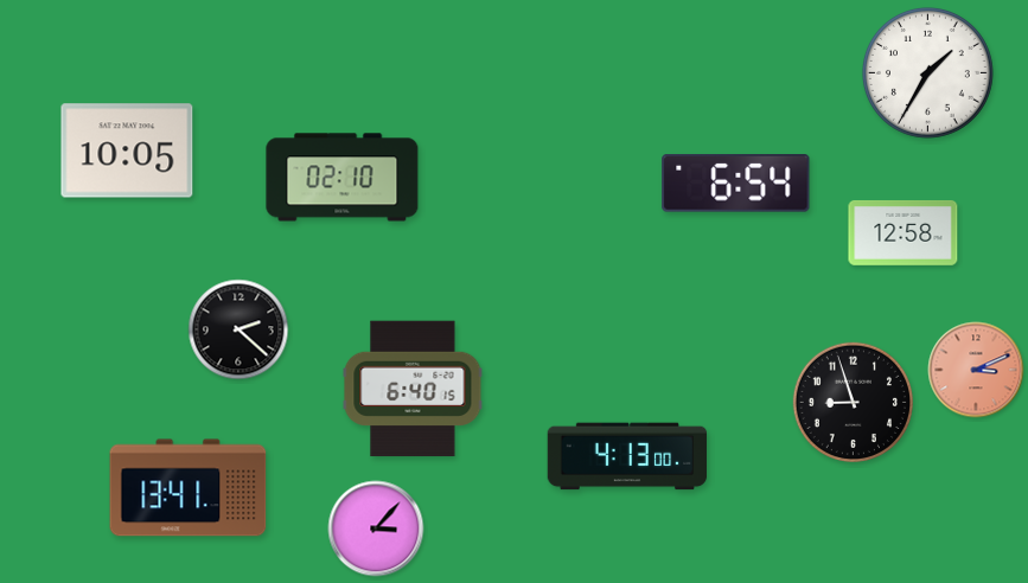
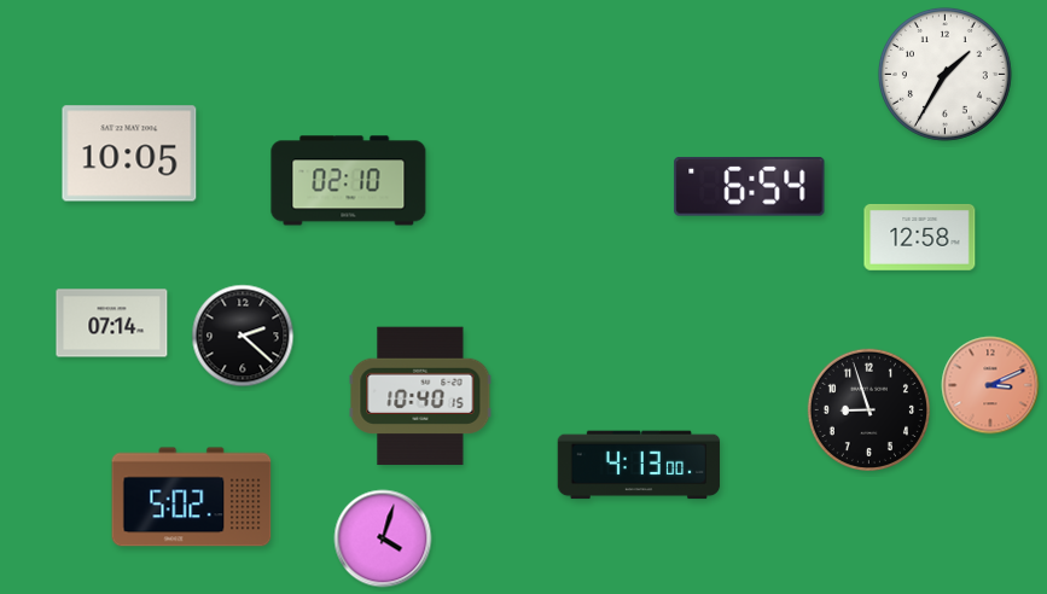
clock at (112, 324): none -> 07:14
clock at (976, 370) position: (976, 370) -> (990, 385)
clock at (413, 389): 6:40 -> 10:40
clock at (189, 488): 13:41 -> 5:02
clock at (376, 528): 3:07 -> 4:03
